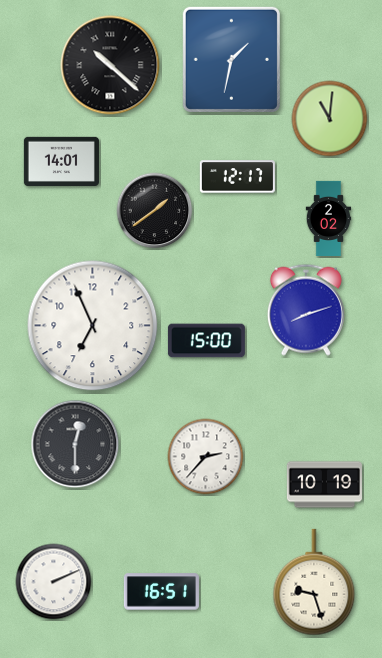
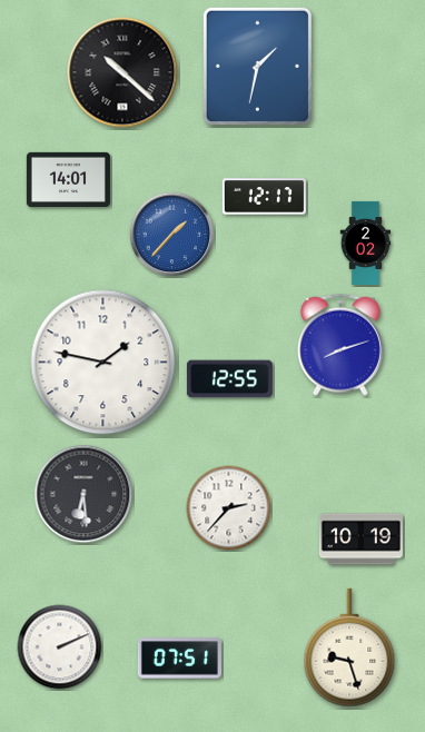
clock at (330, 119): 11:01 -> none
clock at (155, 211): 1:39 -> 1:37
clock at (155, 211) dial: black -> blue
clock at (93, 326): 6:56 -> 1:47
clock at (206, 341): 15:00 -> 12:55
clock at (75, 444): 12:30 -> 6:29
clock at (161, 592): 16:51 -> 07:51
